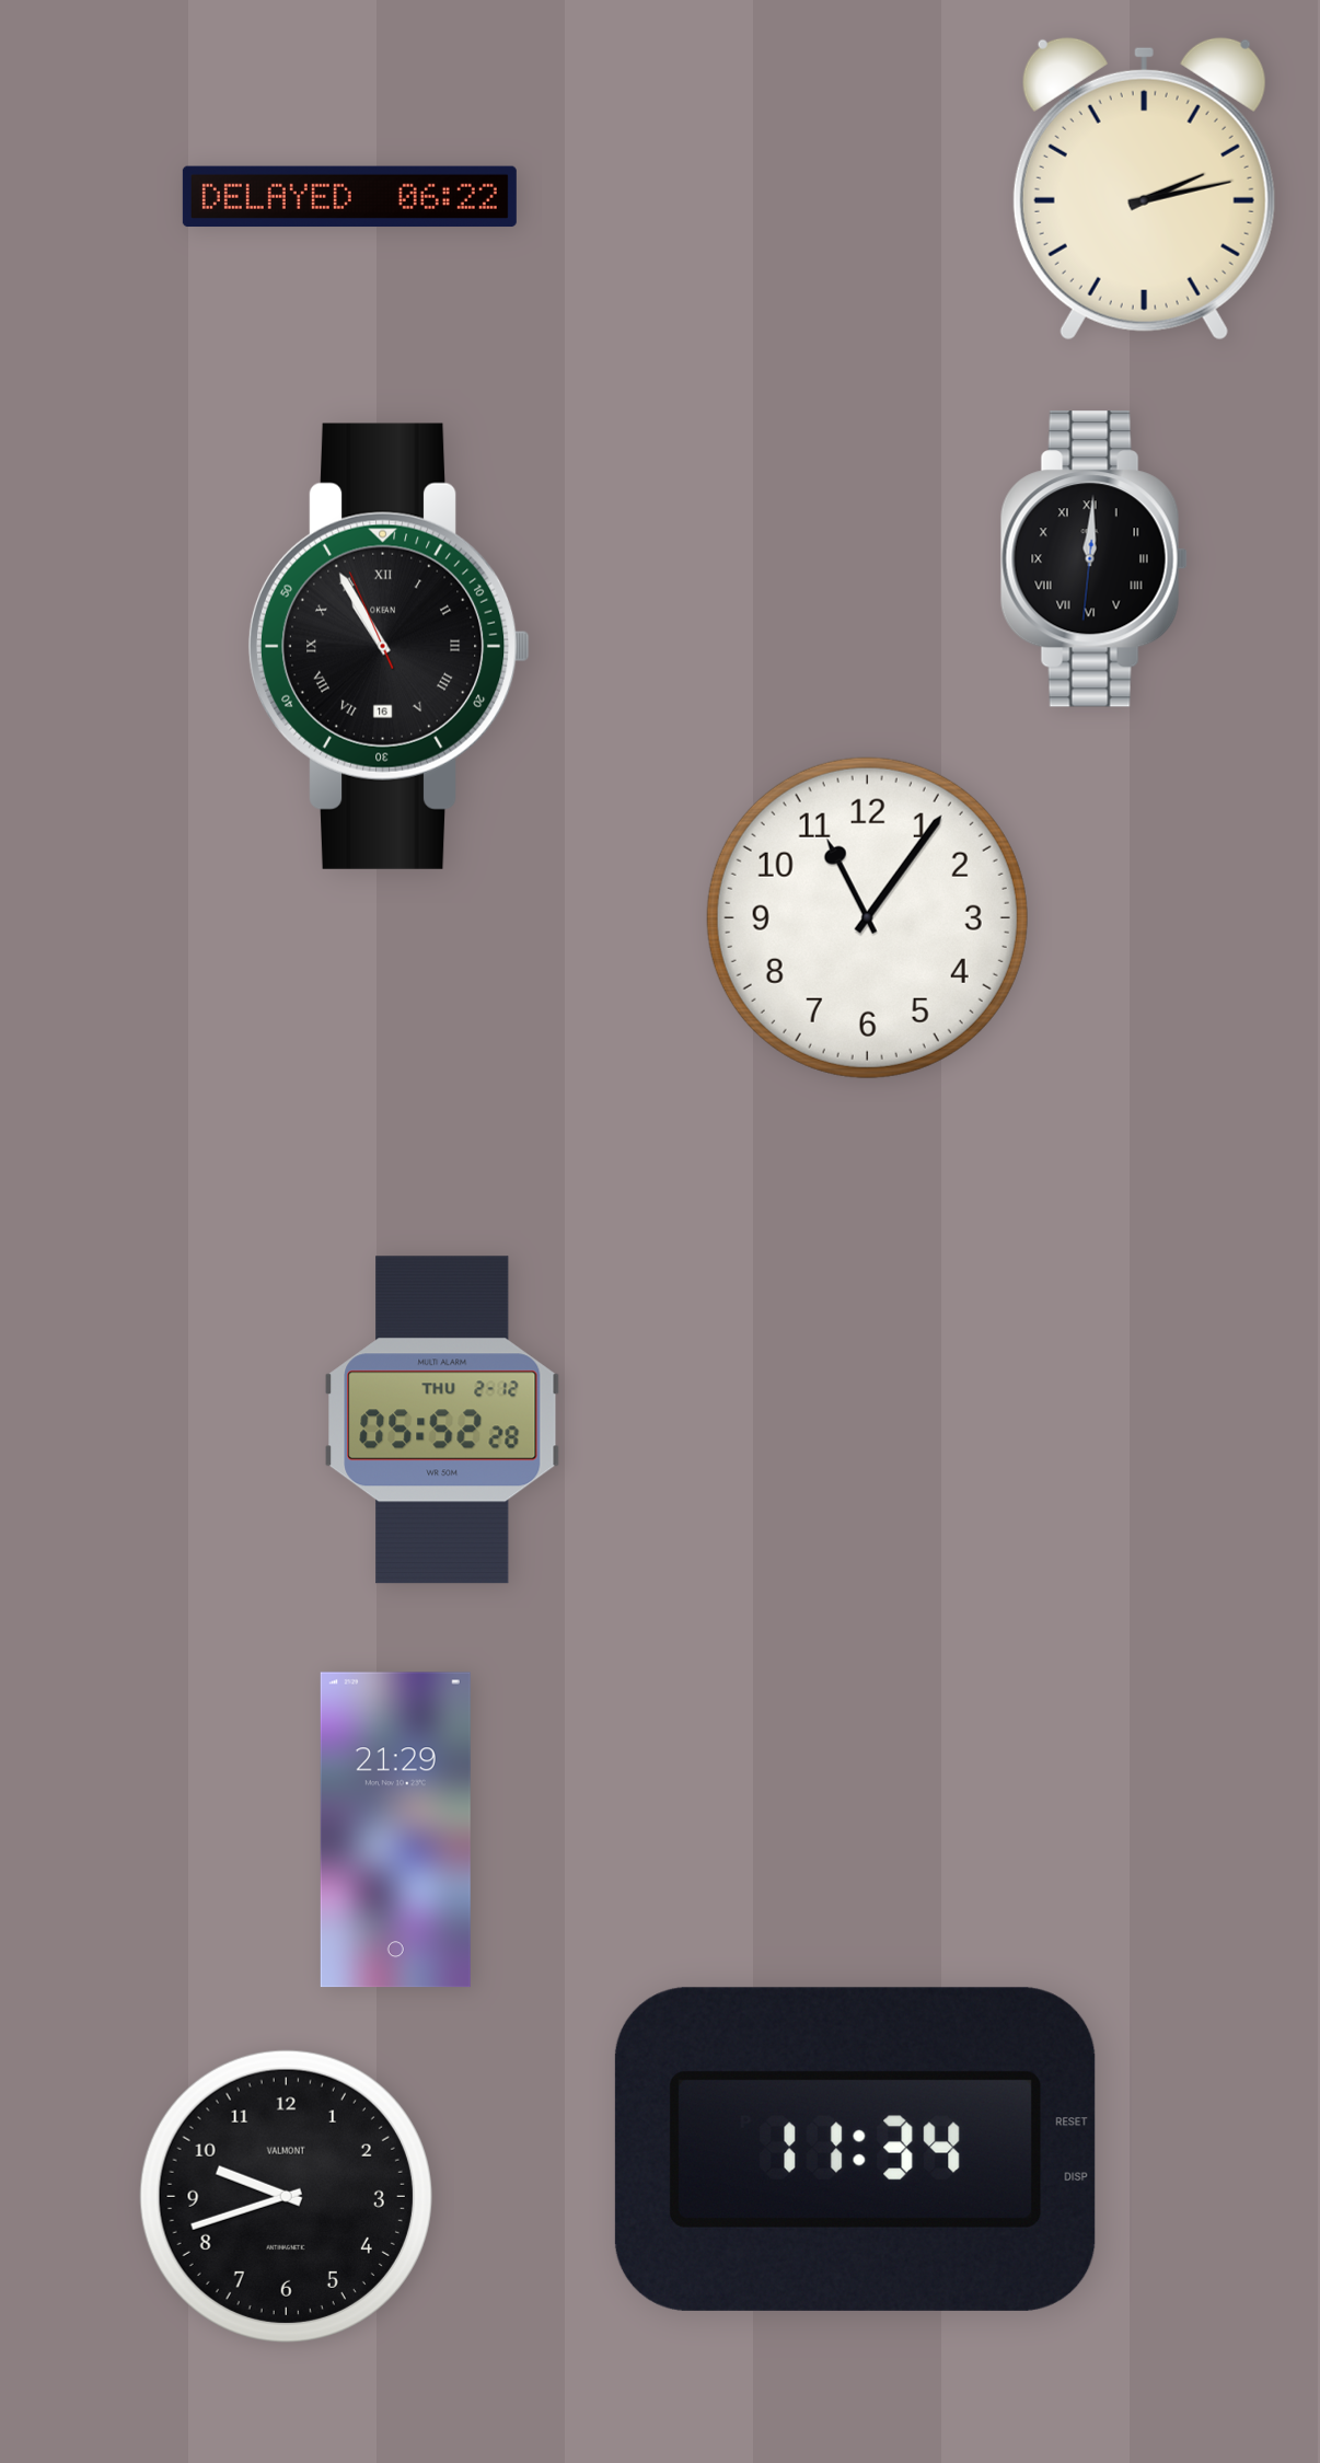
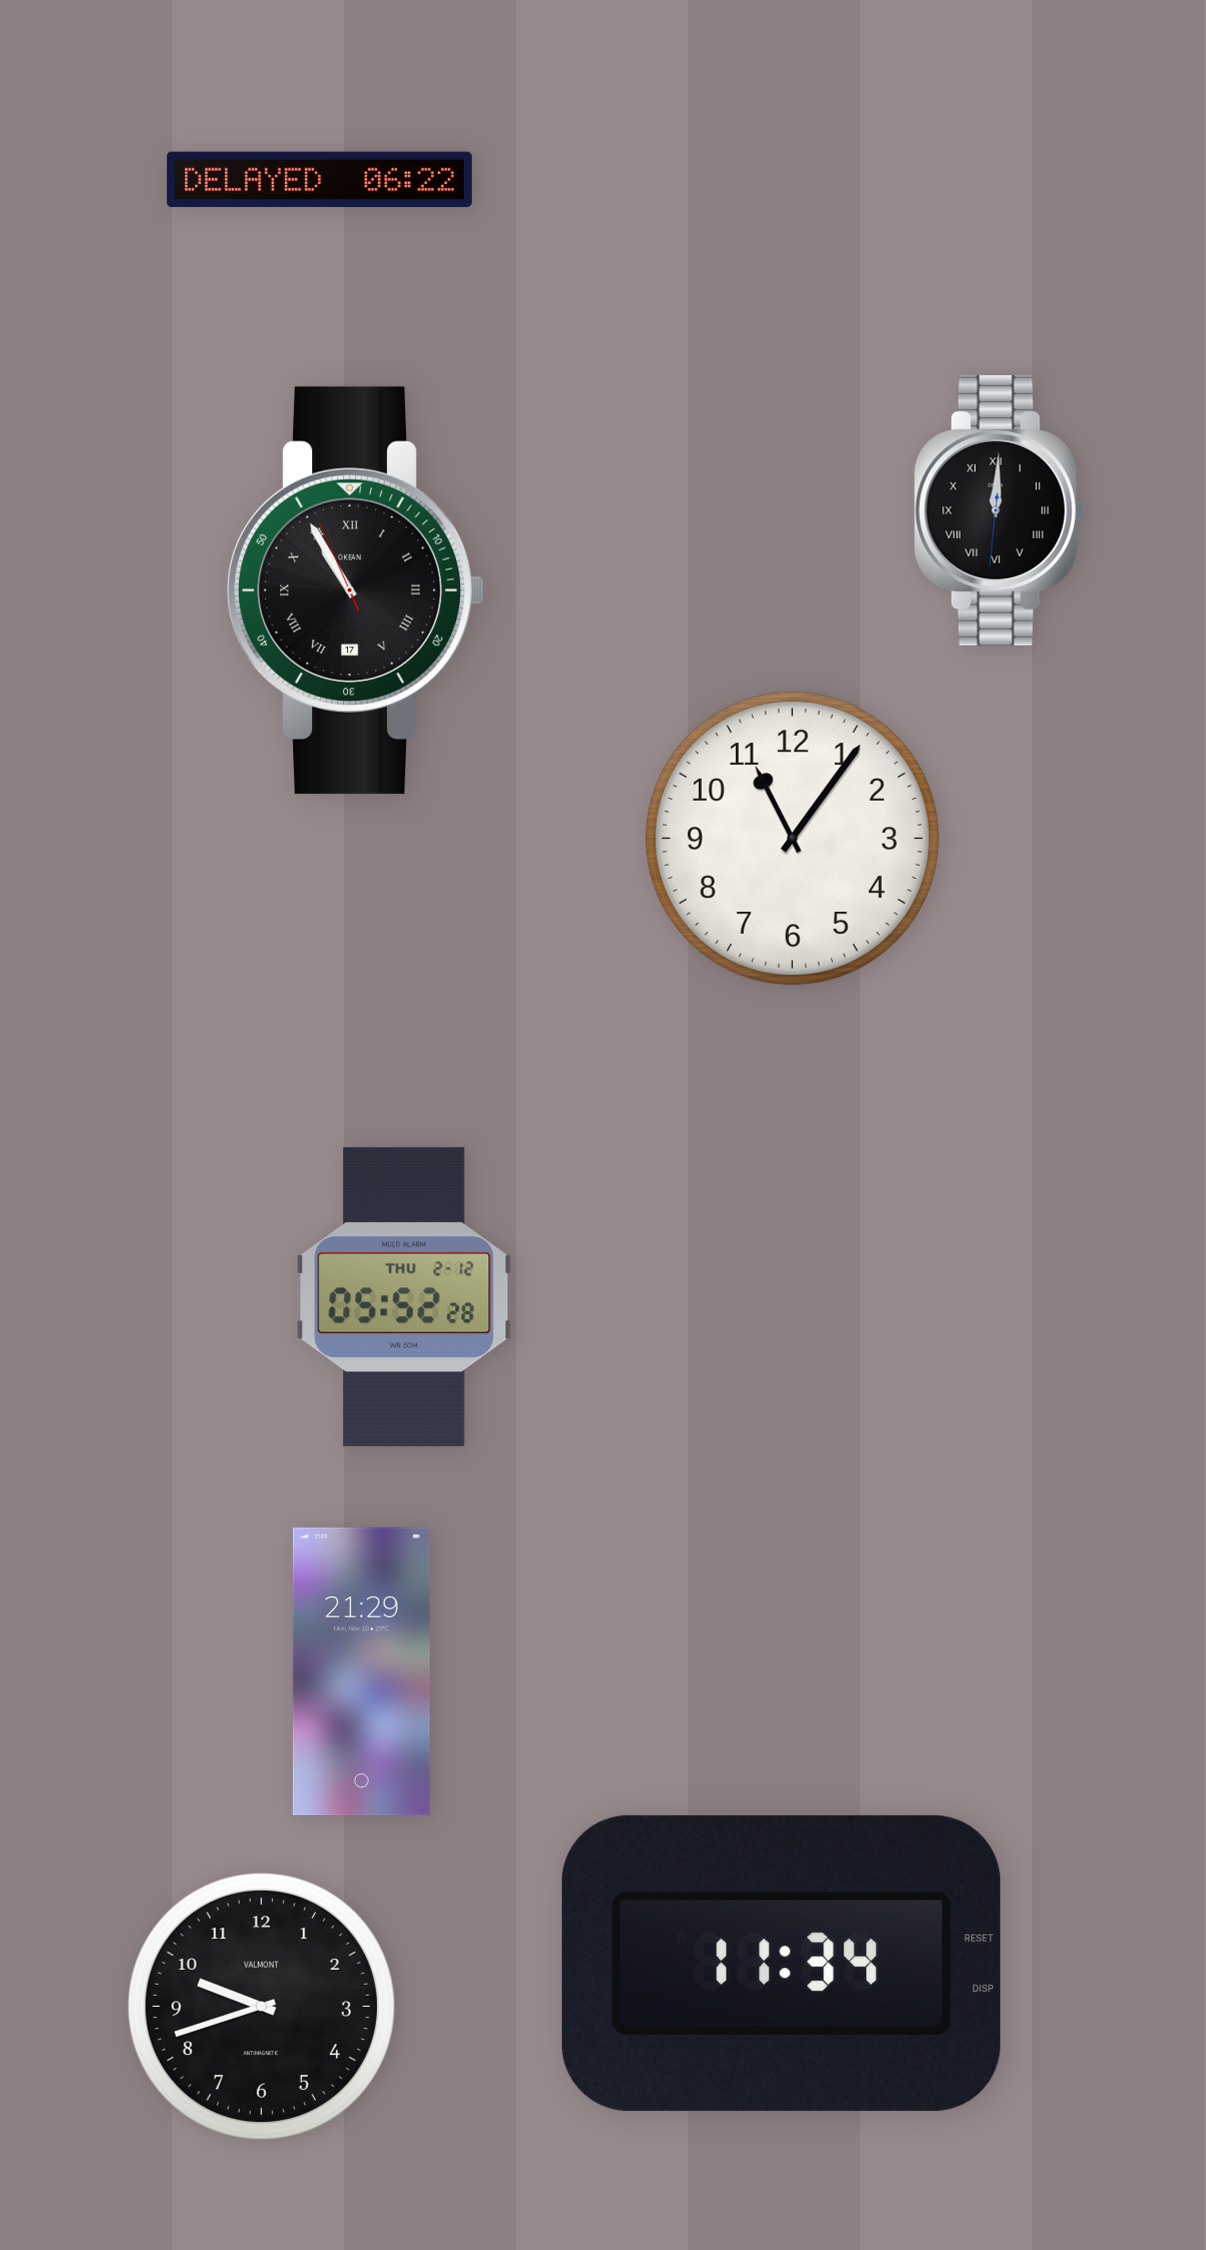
clock at (1144, 188): 2:13 -> none
clock at (390, 646) date: 16 -> 17
